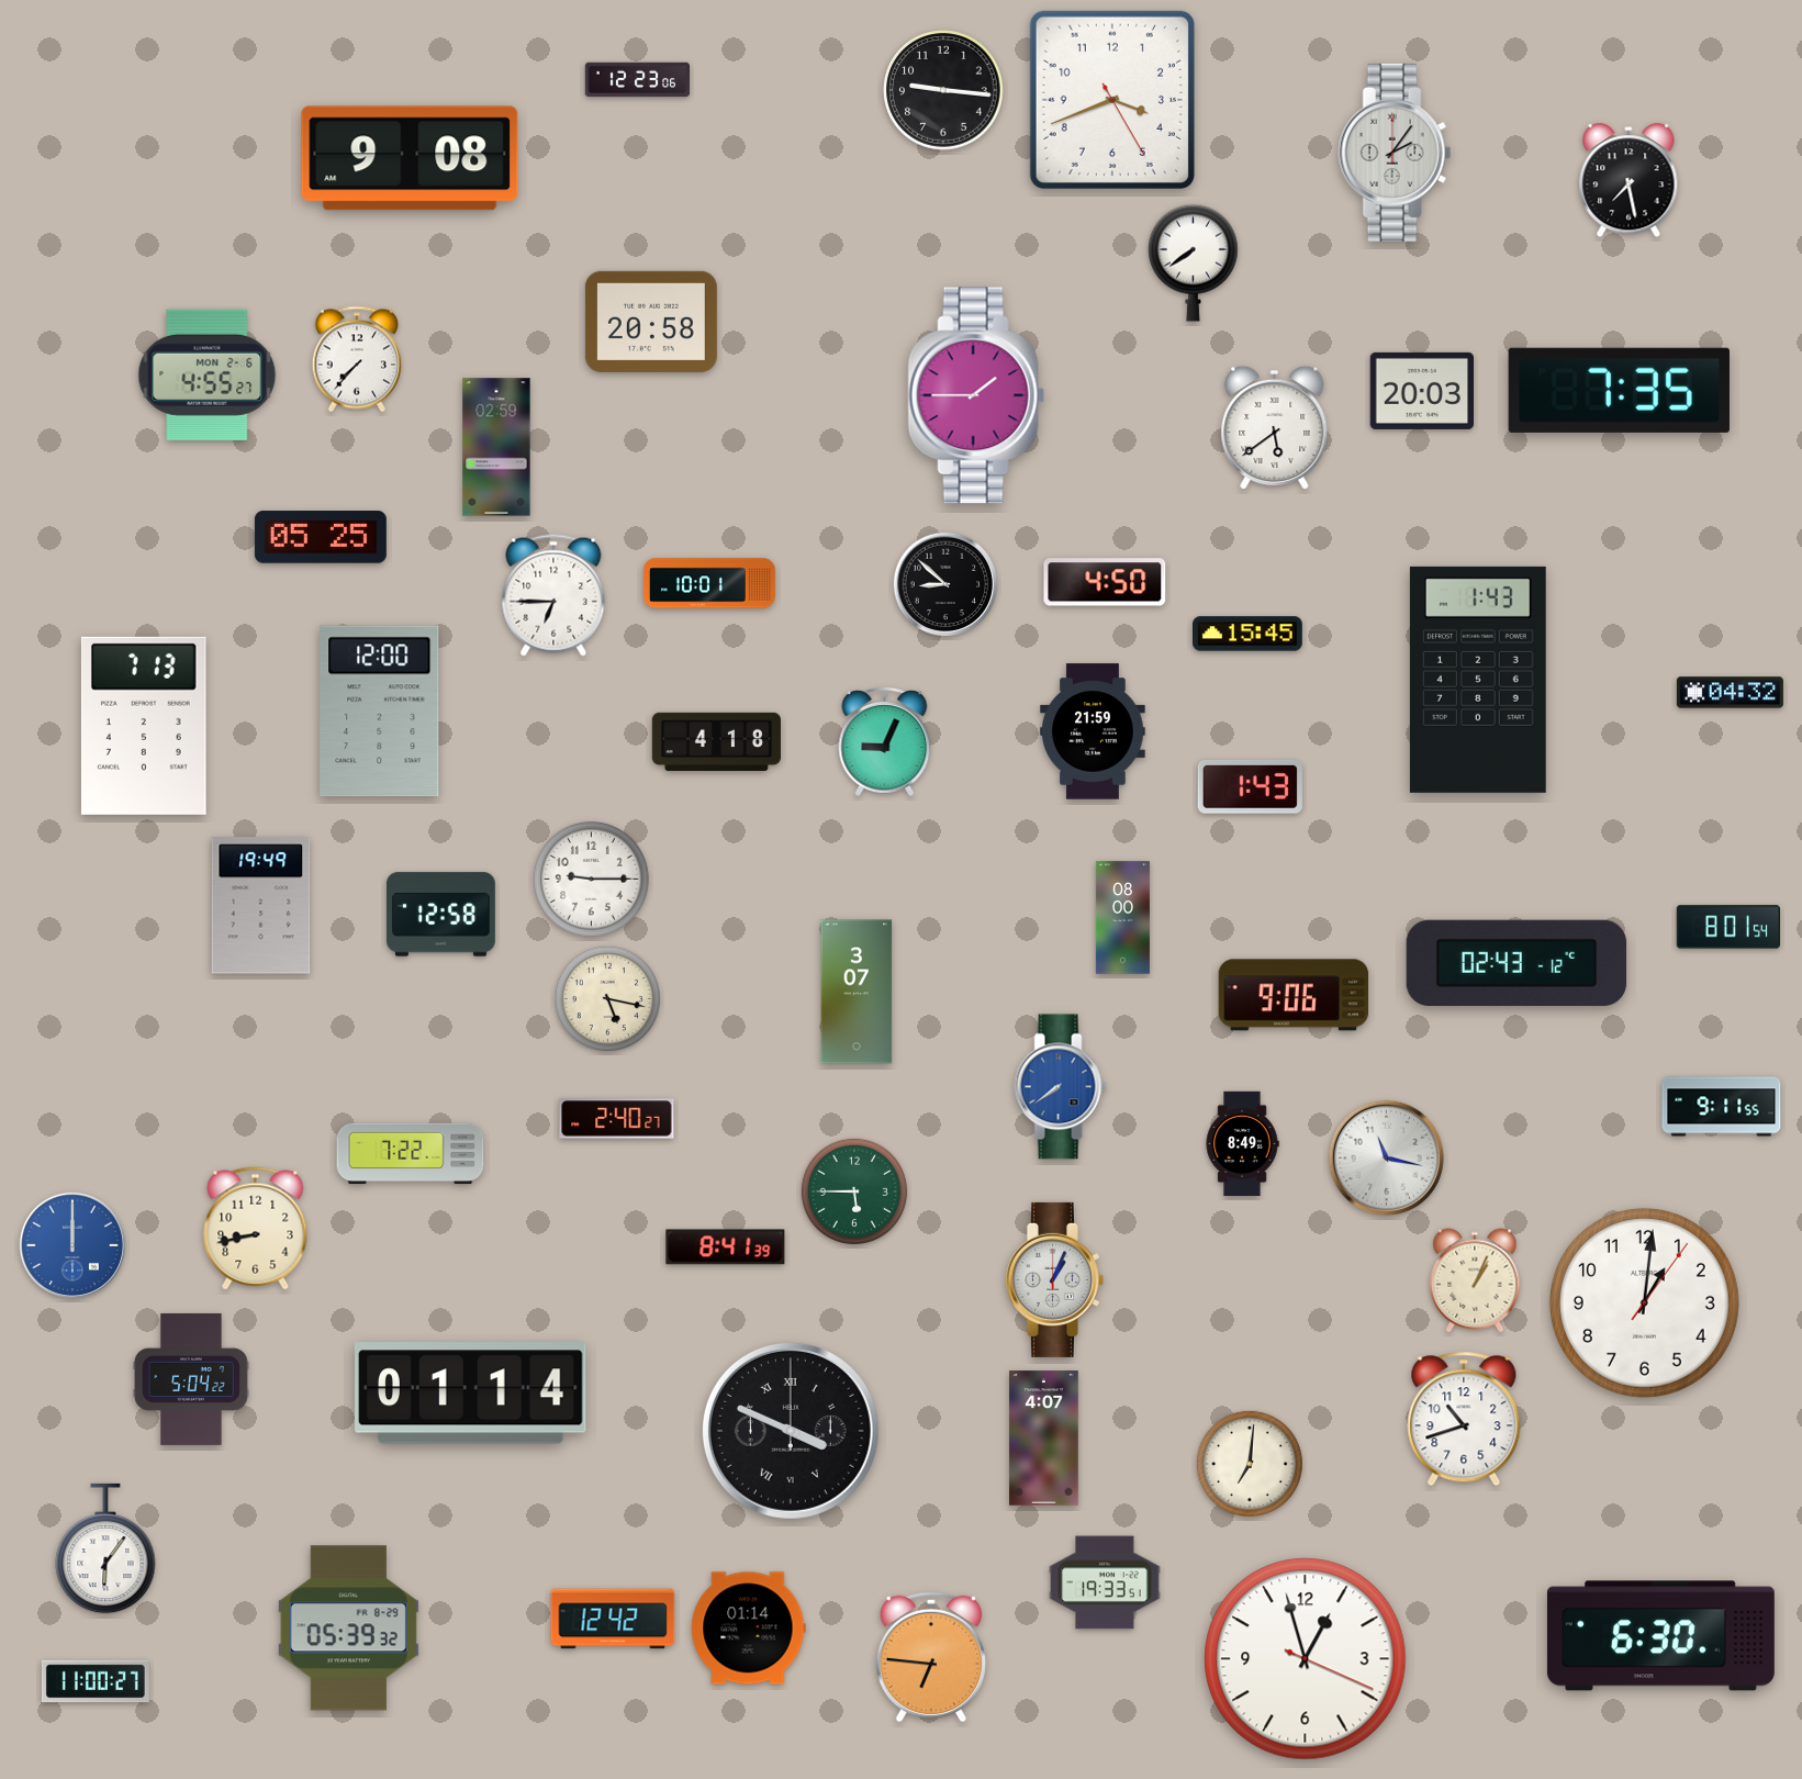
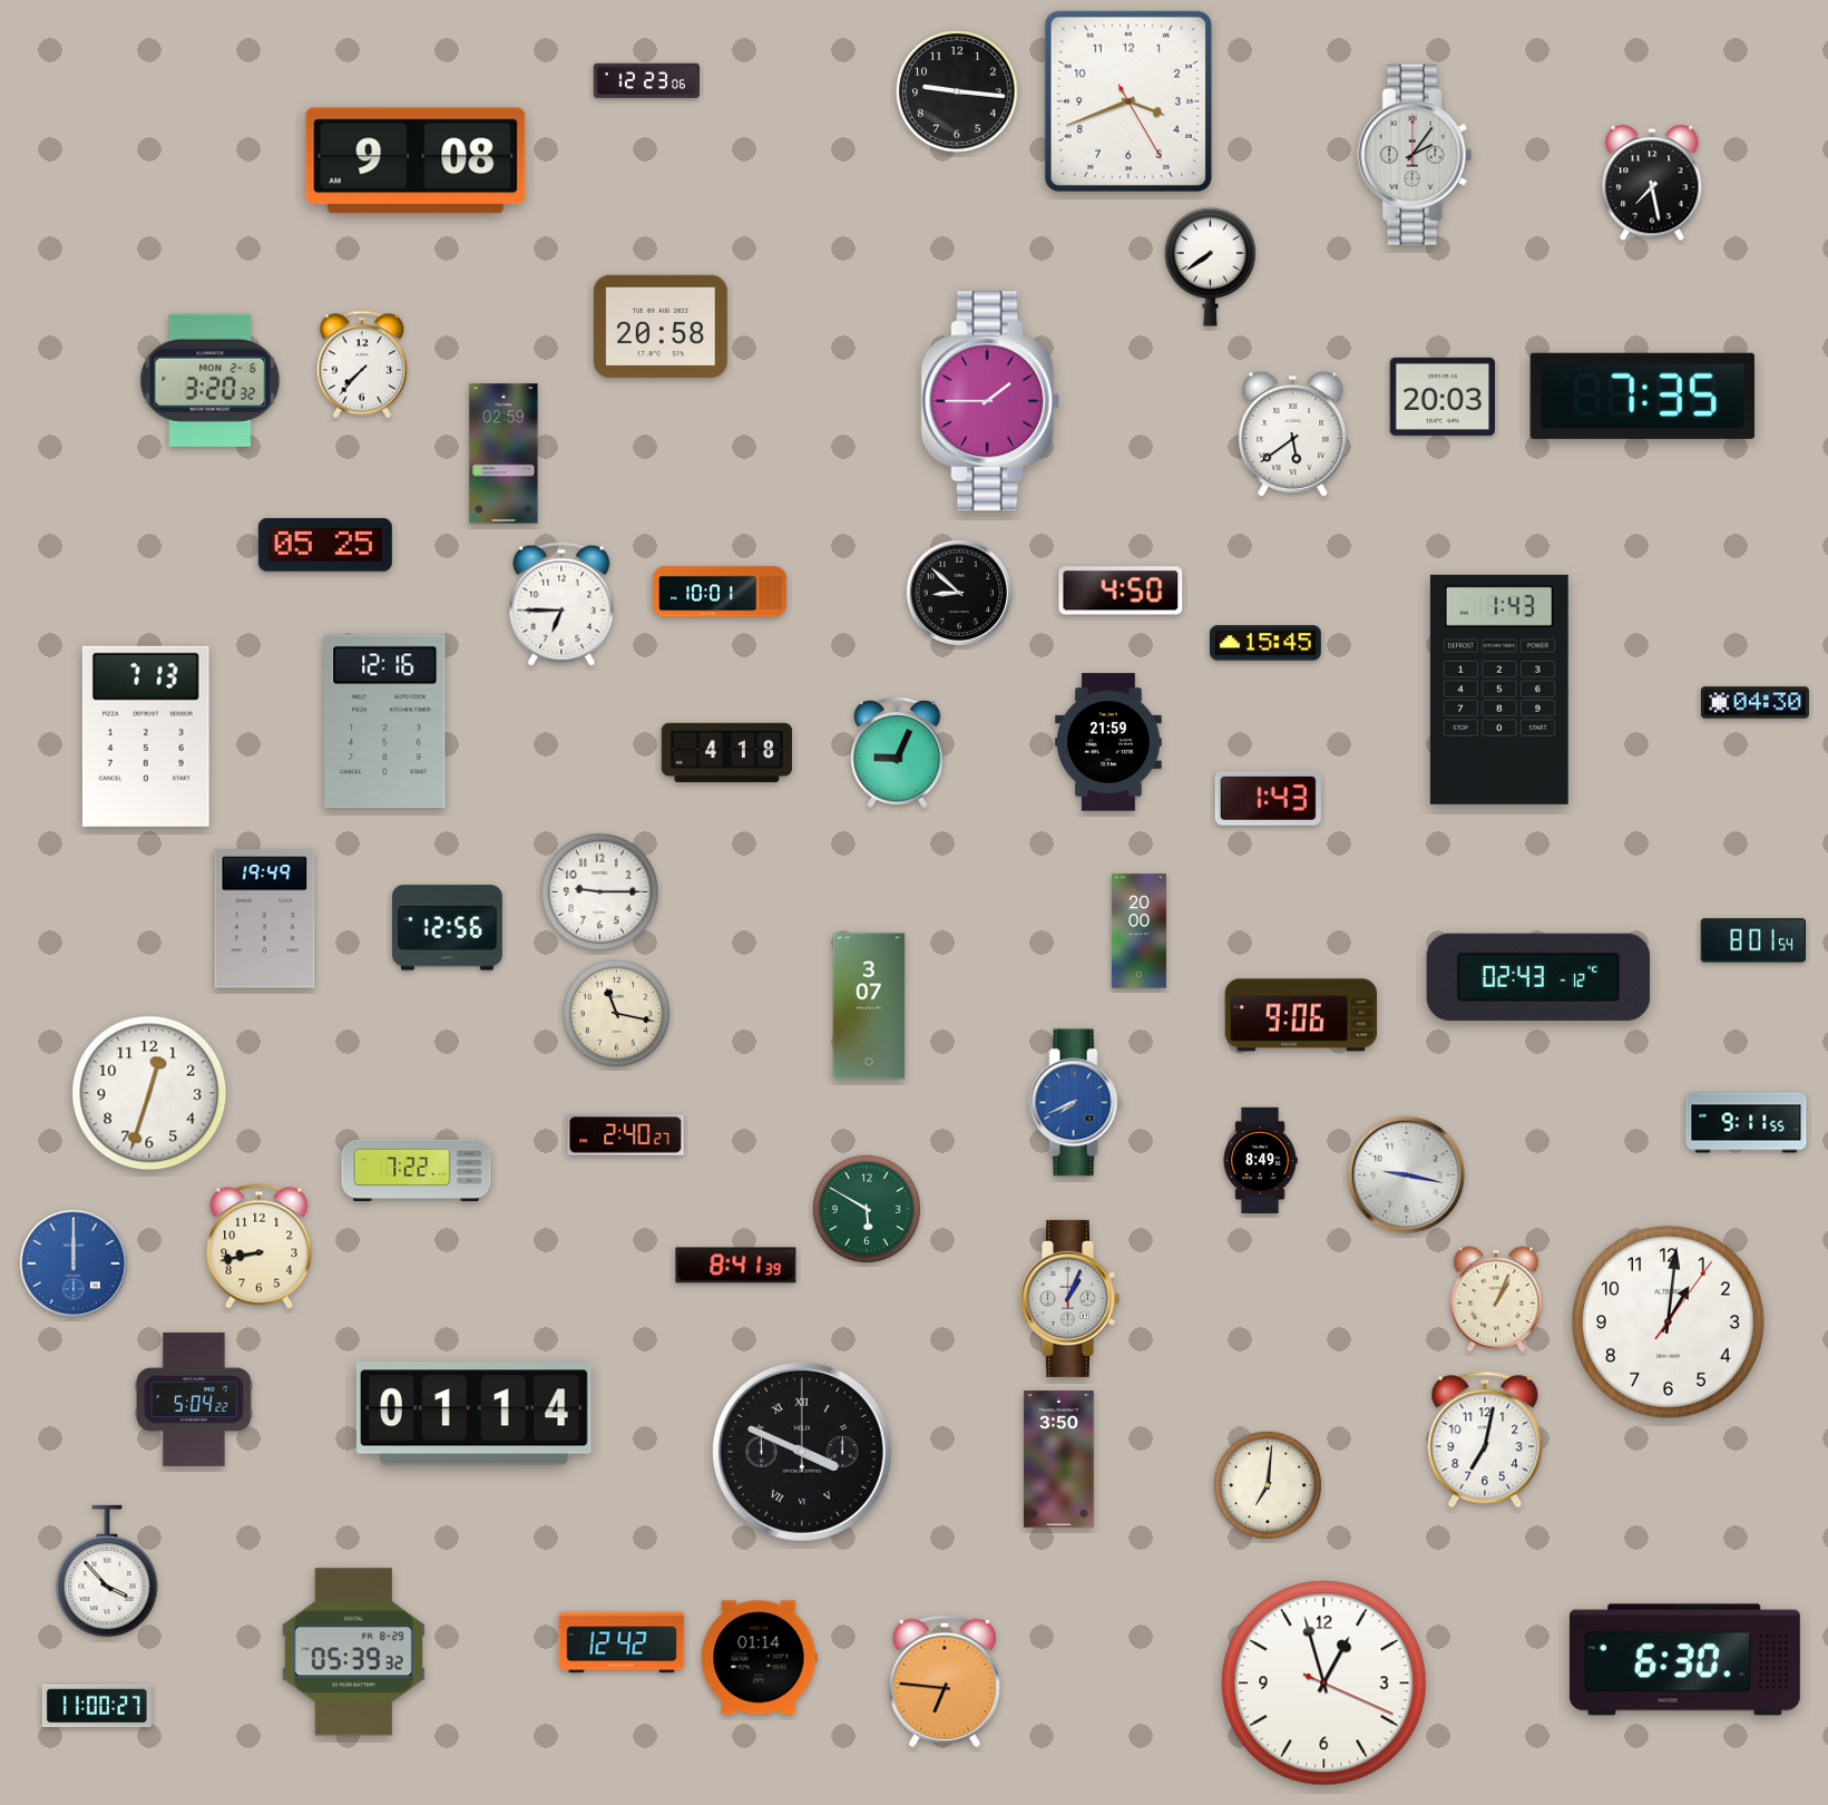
clock at (208, 374): 4:55 -> 3:20
clock at (1730, 693): 04:32 -> 04:30
clock at (380, 712): 12:00 -> 12:16
clock at (440, 915): 12:58 -> 12:56
clock at (1122, 918): 08:00 -> 20:00
clock at (1294, 995) position: (1294, 995) -> (1301, 1015)
clock at (607, 998): 5:17 -> 11:17
clock at (149, 1093): none -> 12:33
clock at (1061, 1087): 7:39 -> 7:41
clock at (1386, 1157): 11:17 -> 9:17
clock at (854, 1191): 5:45 -> 5:50
clock at (471, 1394) position: (471, 1394) -> (475, 1414)
clock at (1464, 1419): 10:42 -> 7:02
clock at (1044, 1439): 4:07 -> 3:50
clock at (105, 1548): 6:06 -> 3:53
clock at (1105, 1582): 19:33 -> none
clock at (749, 1629) position: (749, 1629) -> (760, 1658)
